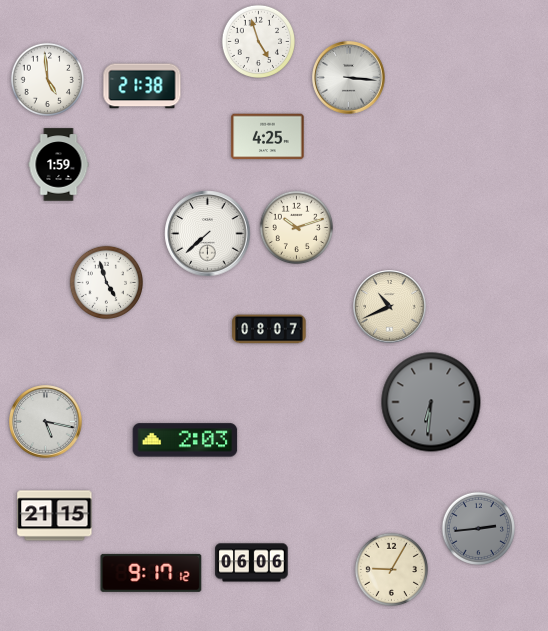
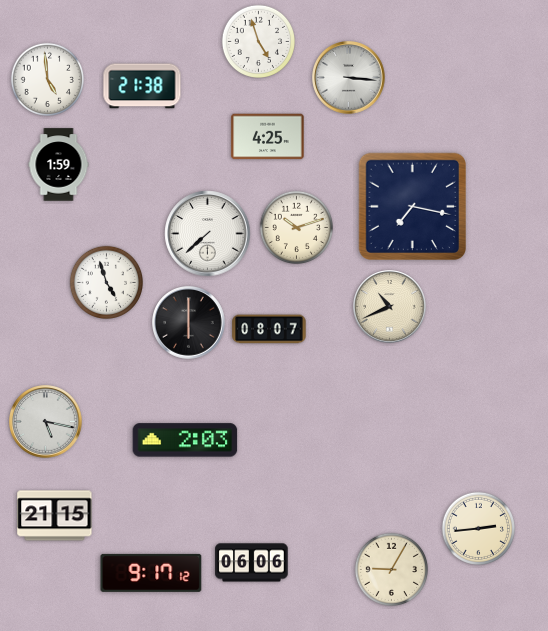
clock at (412, 206): none -> 7:17
clock at (189, 323): none -> 6:00
clock at (431, 402): 6:31 -> none
clock at (478, 528) dial: grey -> cream
